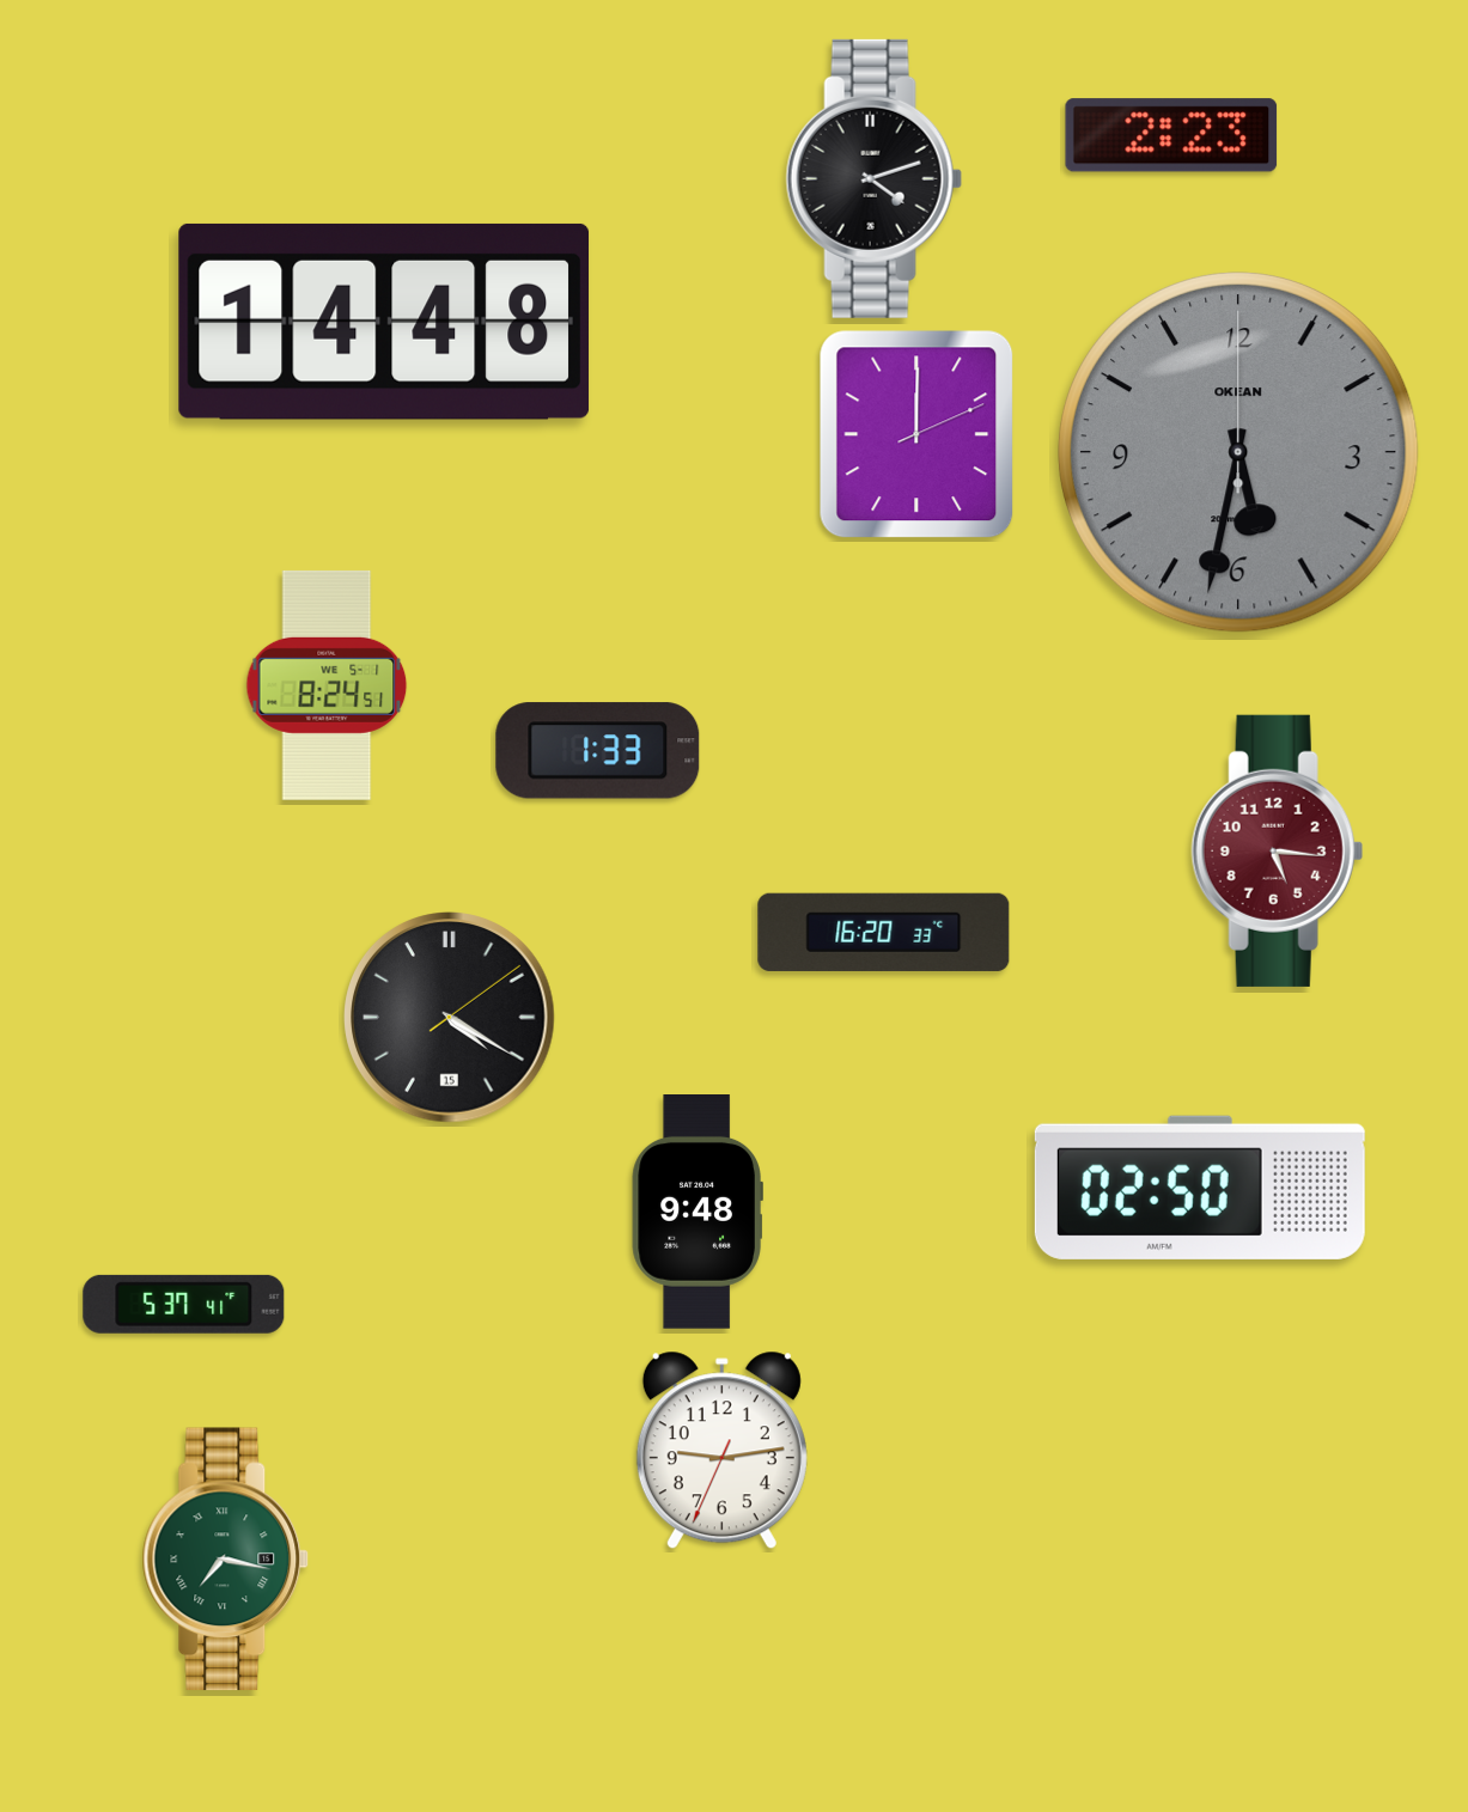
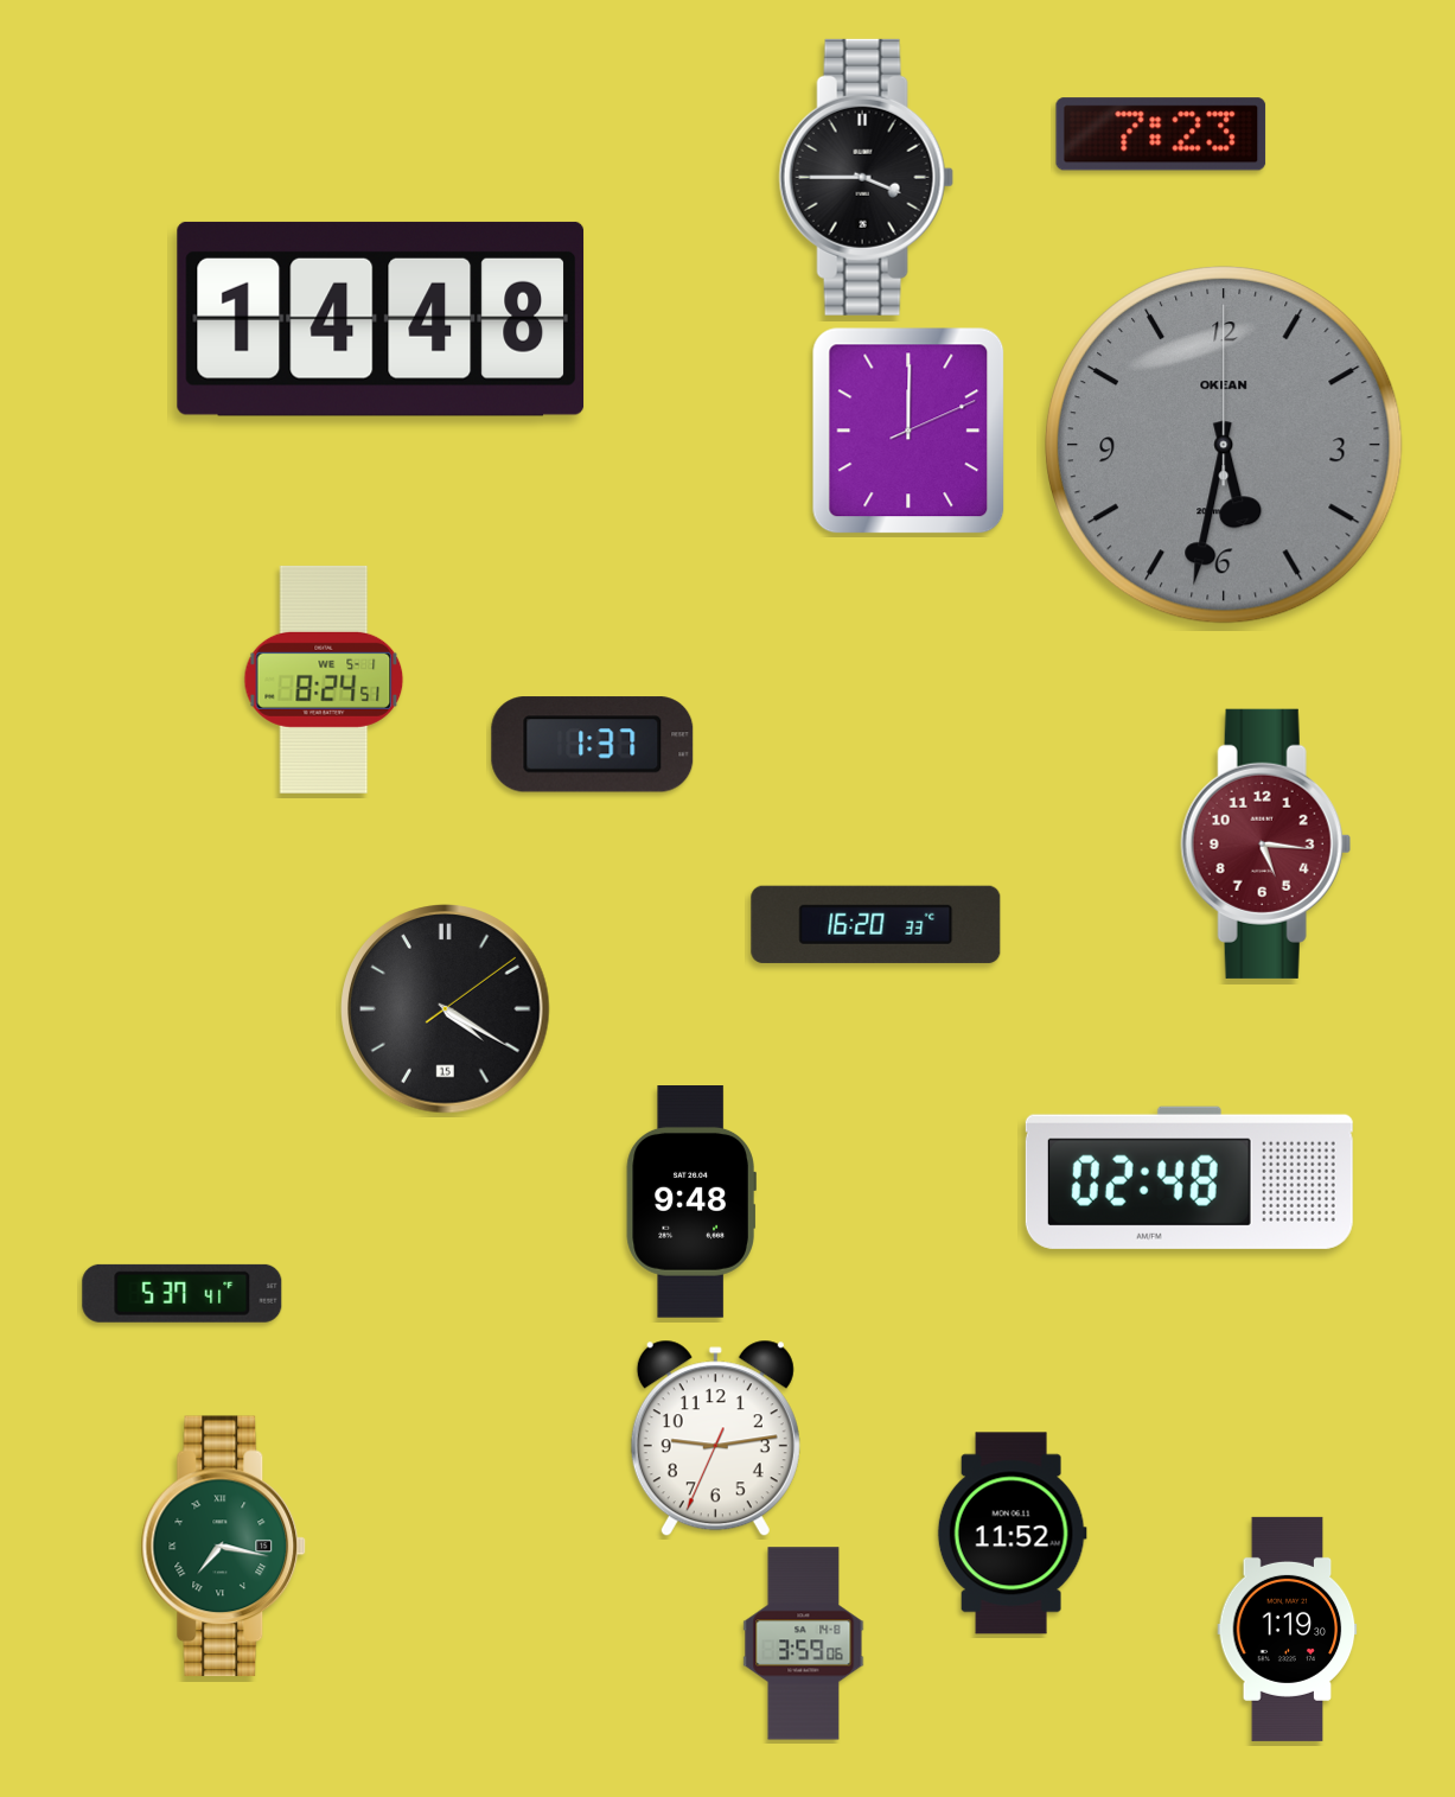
clock at (1171, 135): 2:23 -> 7:23
clock at (873, 178): 4:12 -> 3:45
clock at (1239, 453) position: (1239, 453) -> (1225, 446)
clock at (598, 751): 1:33 -> 1:37
clock at (1200, 1188): 02:50 -> 02:48
clock at (1012, 1534): none -> 11:52
clock at (1288, 1629): none -> 1:19
clock at (804, 1644): none -> 3:59
